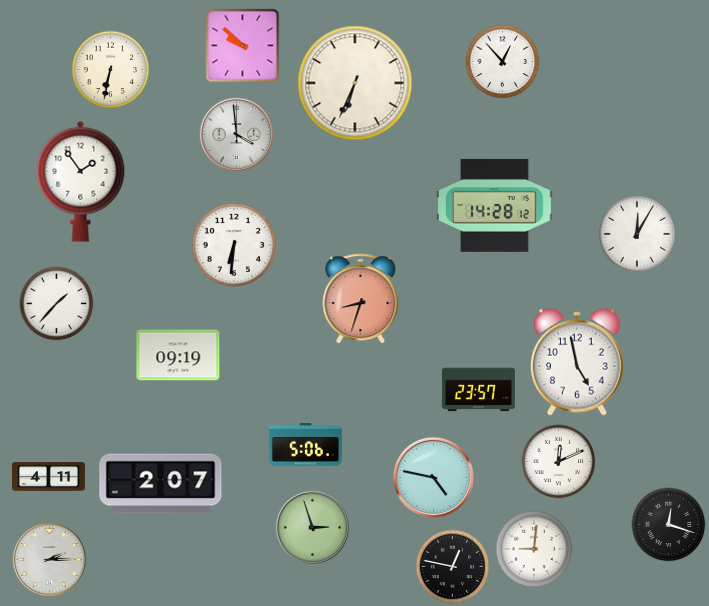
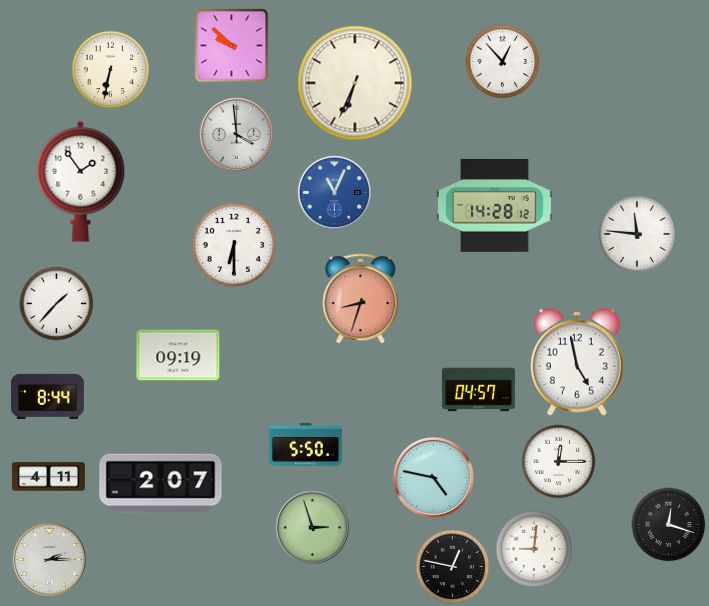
clock at (243, 46) position: (243, 46) -> (232, 46)
clock at (334, 192): none -> 11:04
clock at (637, 234): 12:05 -> 11:46
clock at (233, 244): 6:31 -> 6:30
clock at (478, 390): 23:57 -> 04:57
clock at (47, 396): none -> 8:44
clock at (305, 445): 5:06 -> 5:50
clock at (559, 462): 12:11 -> 12:15
